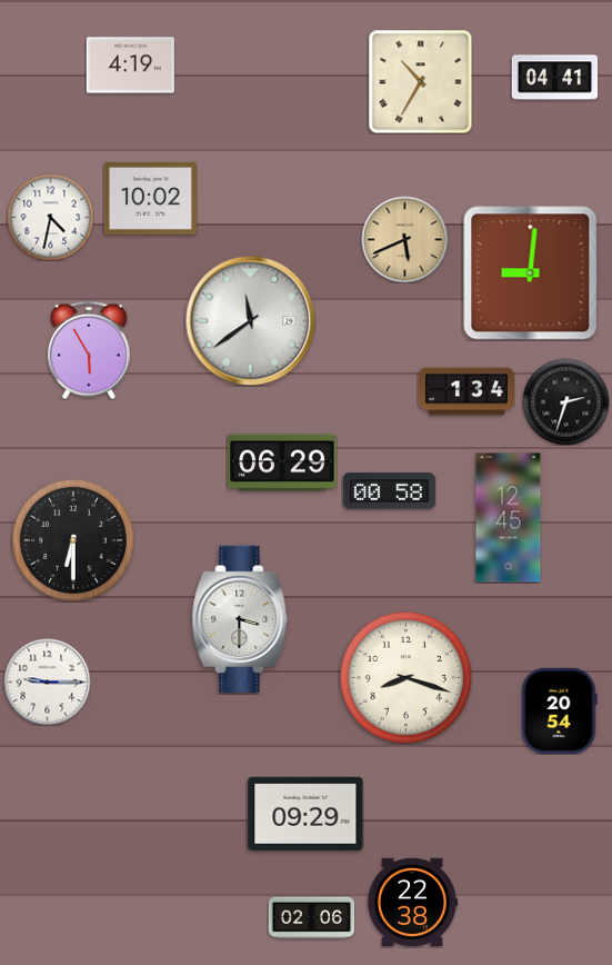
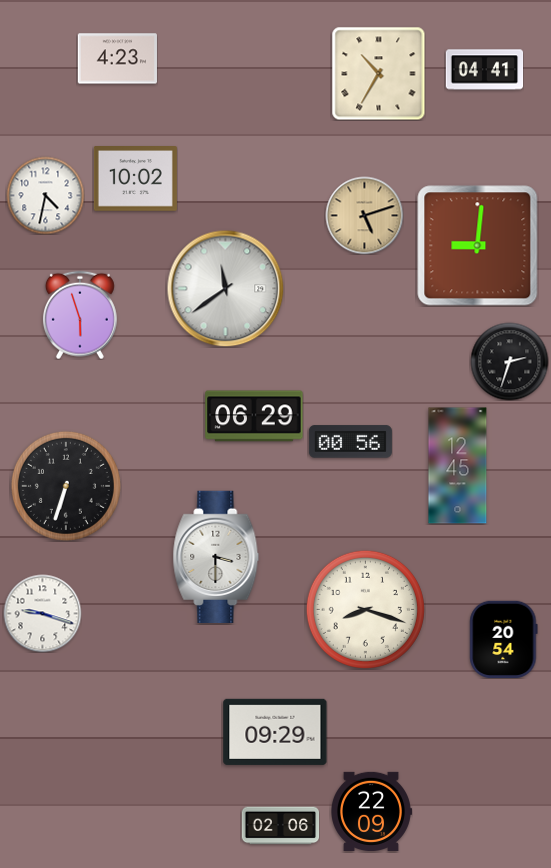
clock at (130, 66): 4:19 -> 4:23
clock at (554, 78) position: (554, 78) -> (484, 70)
clock at (404, 239): 5:41 -> 5:12
clock at (89, 350): 5:55 -> 5:57
clock at (466, 391): 1:34 -> none
clock at (389, 491): 00:58 -> 00:56
clock at (73, 540): 6:30 -> 6:33
clock at (47, 682): 9:15 -> 9:18
clock at (413, 902): 22:38 -> 22:09
